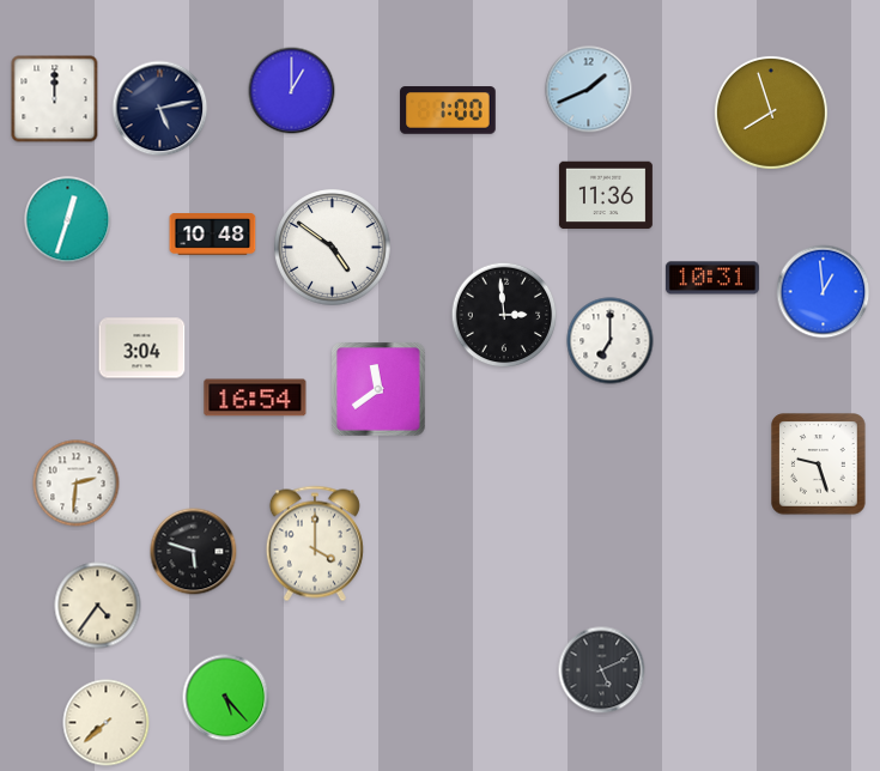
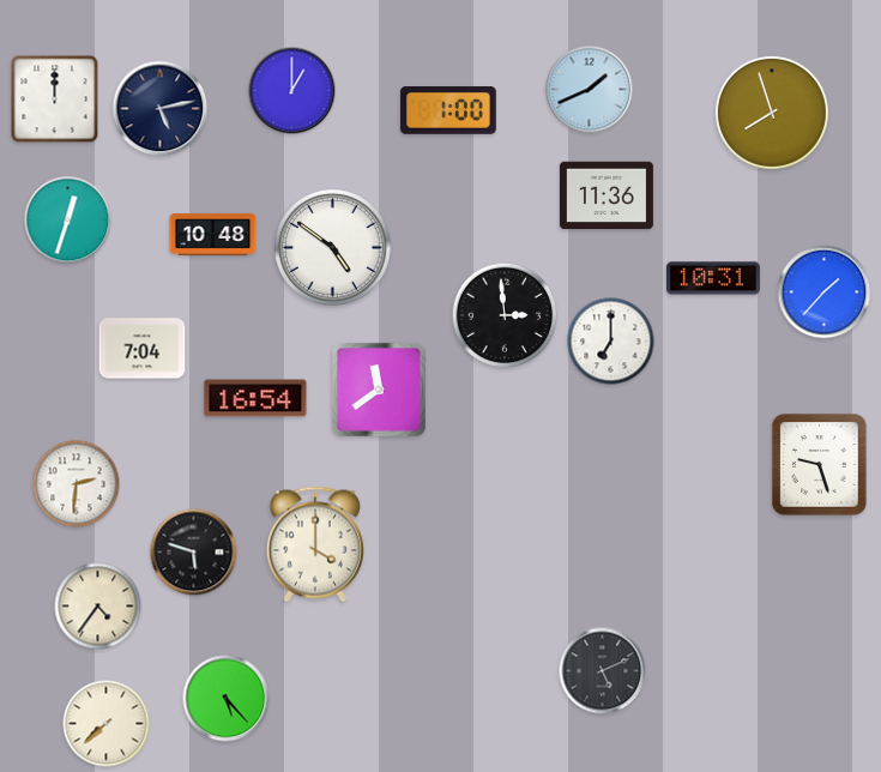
clock at (824, 292): 12:59 -> 1:37
clock at (142, 348): 3:04 -> 7:04
